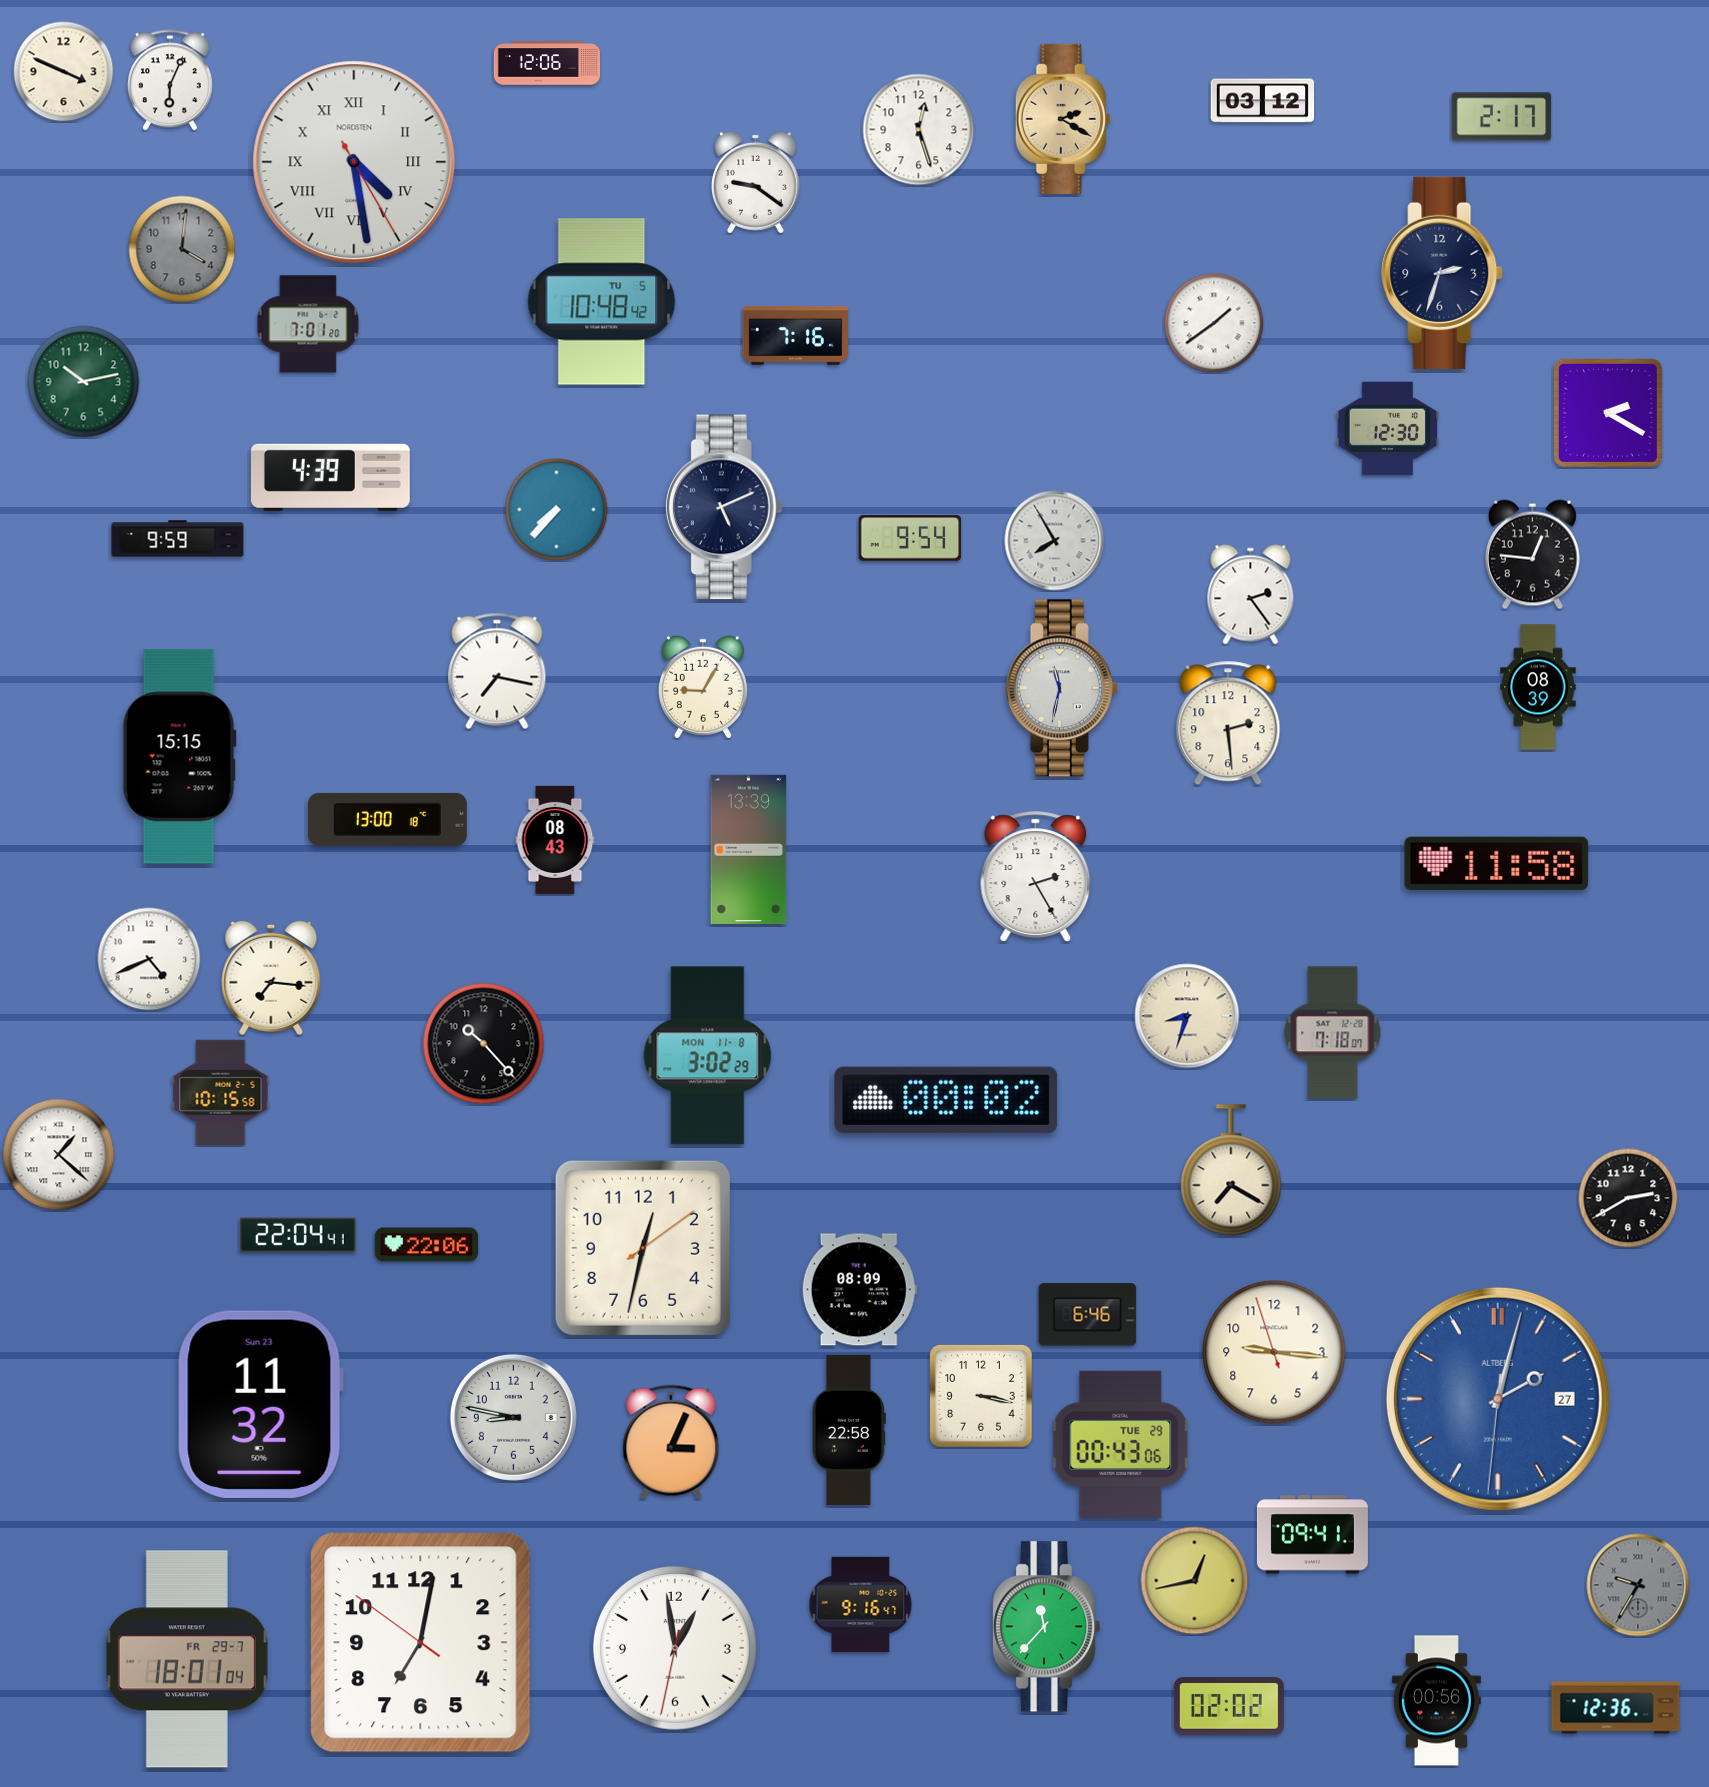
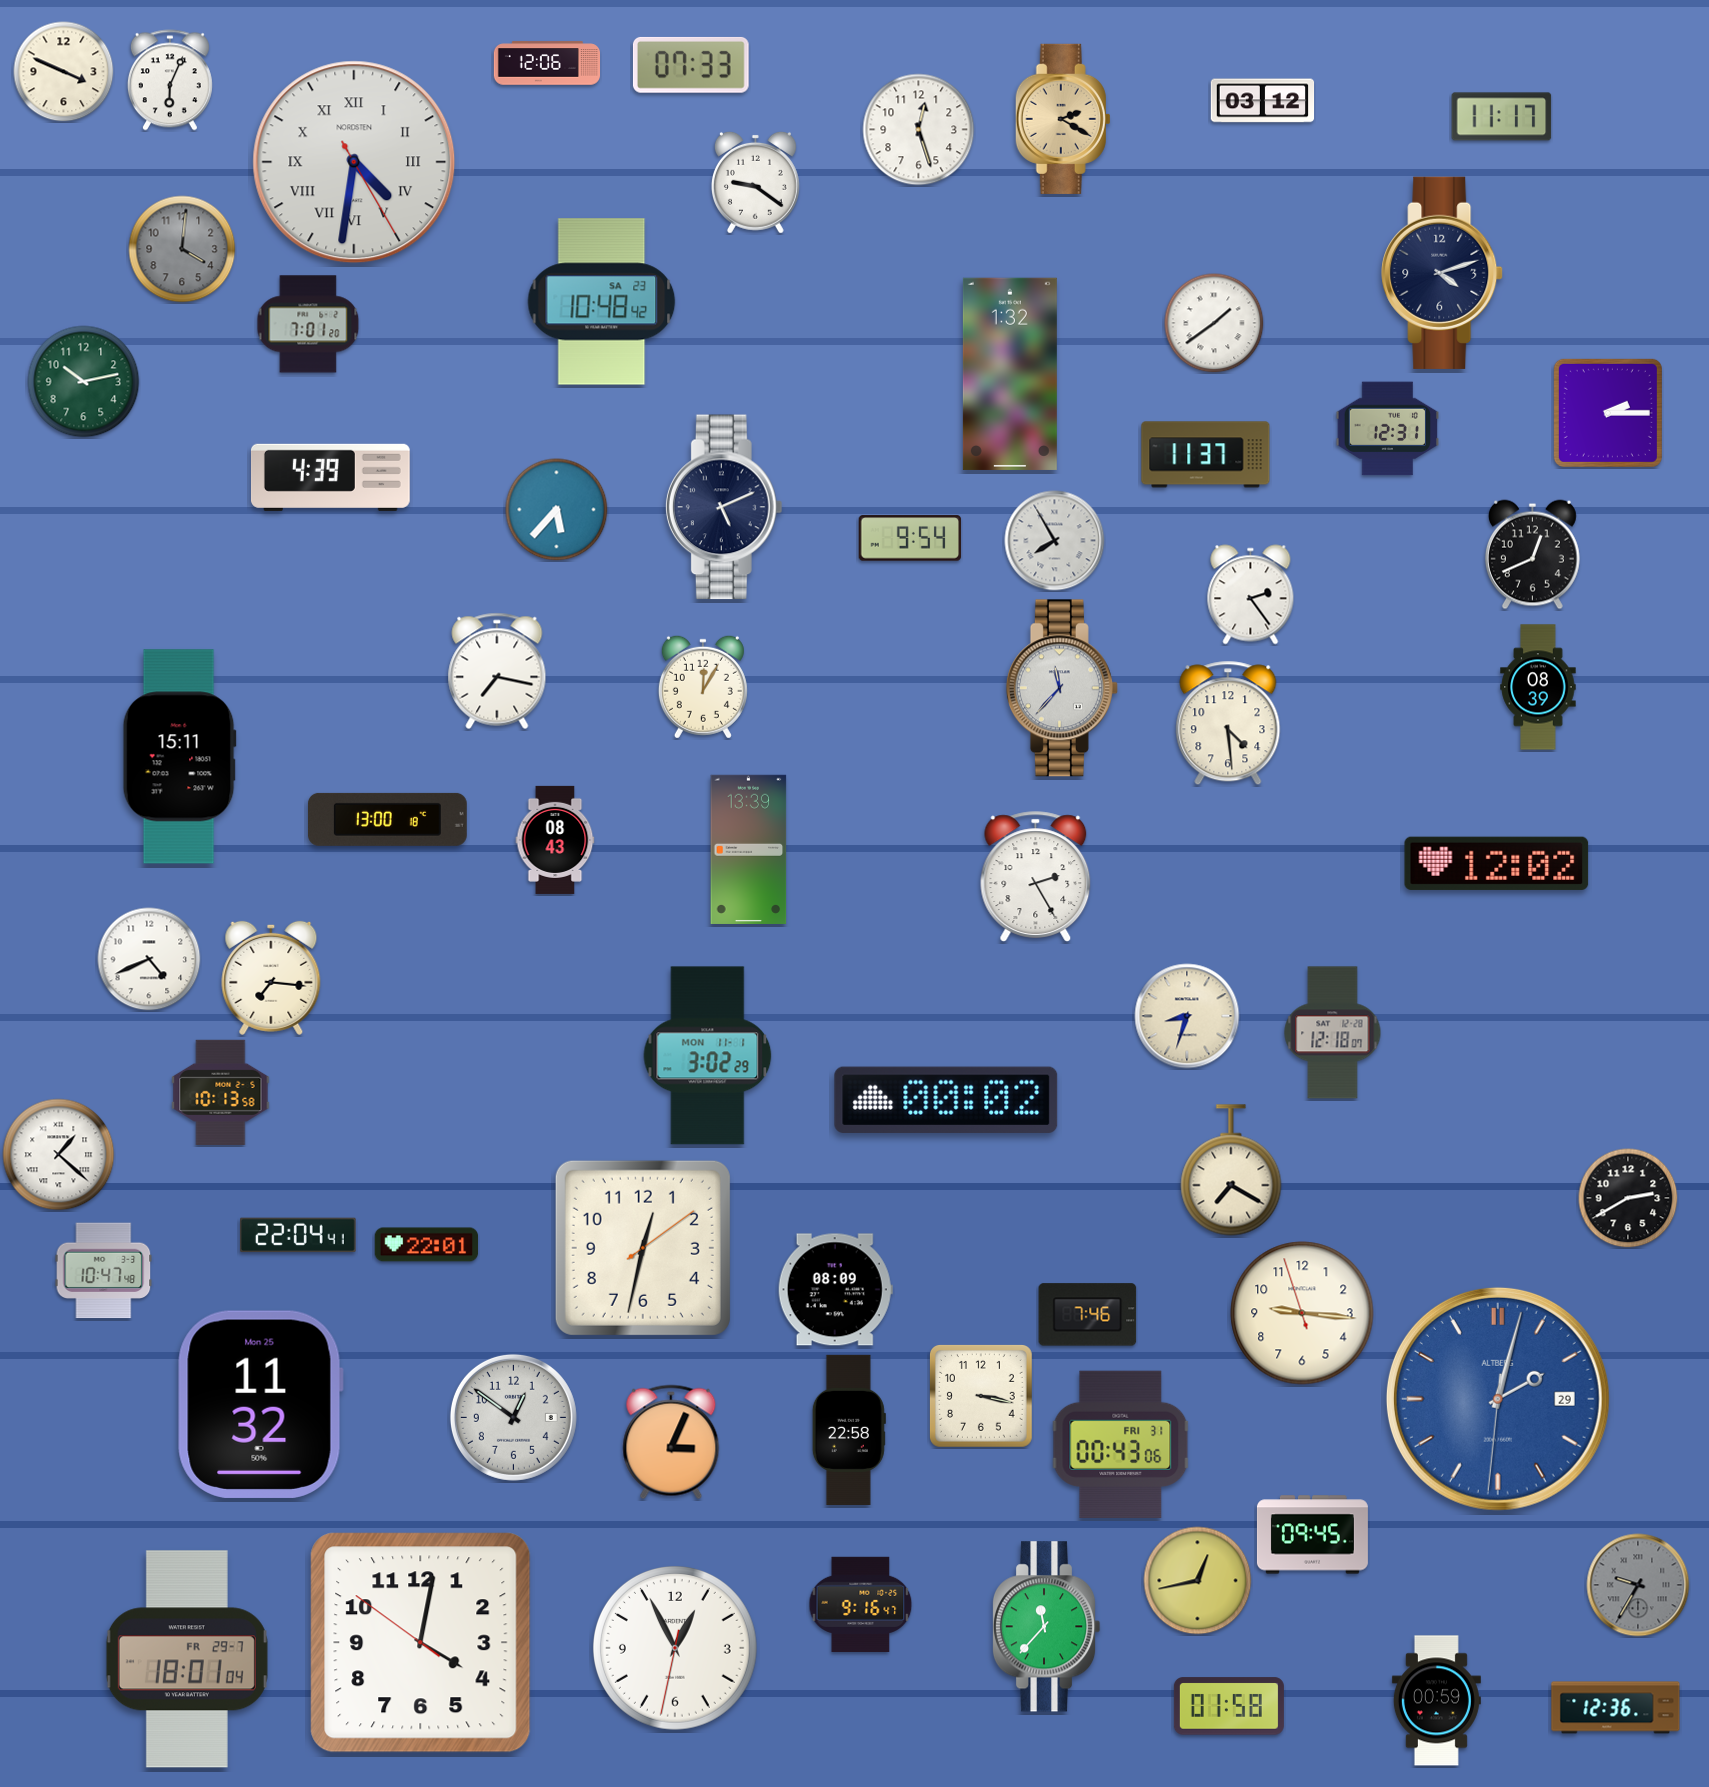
clock at (691, 65): none -> 07:33
clock at (1502, 117): 2:17 -> 11:17
clock at (354, 162): 4:28 -> 4:31
clock at (1442, 273): 2:33 -> 4:12
clock at (602, 302) date: TU 5 -> SA 23
clock at (795, 336): 7:16 -> none
clock at (1010, 374): none -> 1:32
clock at (1608, 413): 2:20 -> 2:15
clock at (1388, 429): 12:30 -> 12:31
clock at (1206, 455): none -> 11:37
clock at (557, 510): 7:37 -> 5:37
clock at (178, 539): 9:59 -> none
clock at (1532, 555): 12:46 -> 12:41
clock at (703, 687): 9:05 -> 12:05
clock at (1062, 688): 11:32 -> 11:37
clock at (1228, 723): 2:29 -> 4:29
clock at (179, 757): 15:15 -> 15:11
clock at (1497, 863): 11:58 -> 12:02
clock at (1333, 1033): 7:18 -> 12:18
clock at (484, 1044): 10:23 -> none
clock at (708, 1056) date: MON 11-8 -> MON 11-1
clock at (221, 1092): 10:15 -> 10:13
clock at (427, 1245): 22:06 -> 22:01
clock at (104, 1271): none -> 10:47
clock at (859, 1290) position: (859, 1290) -> (835, 1290)
clock at (1088, 1315): 6:46 -> 7:46
clock at (1274, 1352) position: (1274, 1352) -> (1302, 1313)
clock at (1498, 1399) date: 27 -> 29
clock at (260, 1404) date: Sun 23 -> Mon 25
clock at (513, 1417): 8:47 -> 12:51
clock at (1121, 1444) date: TUE 29 -> FRI 31
clock at (1312, 1535): 09:41 -> 09:45
clock at (1195, 1581) position: (1195, 1581) -> (1198, 1581)
clock at (421, 1643): 7:01 -> 4:01
clock at (675, 1648): 12:58 -> 12:55
clock at (1436, 1701): 00:56 -> 00:59
clock at (1229, 1706): 02:02 -> 01:58
